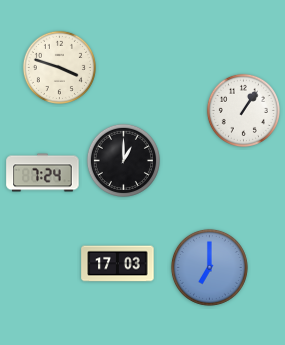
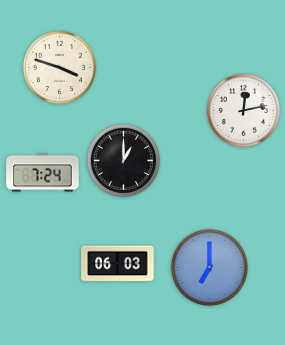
clock at (243, 110): 1:06 -> 12:13
clock at (118, 264): 17:03 -> 06:03
